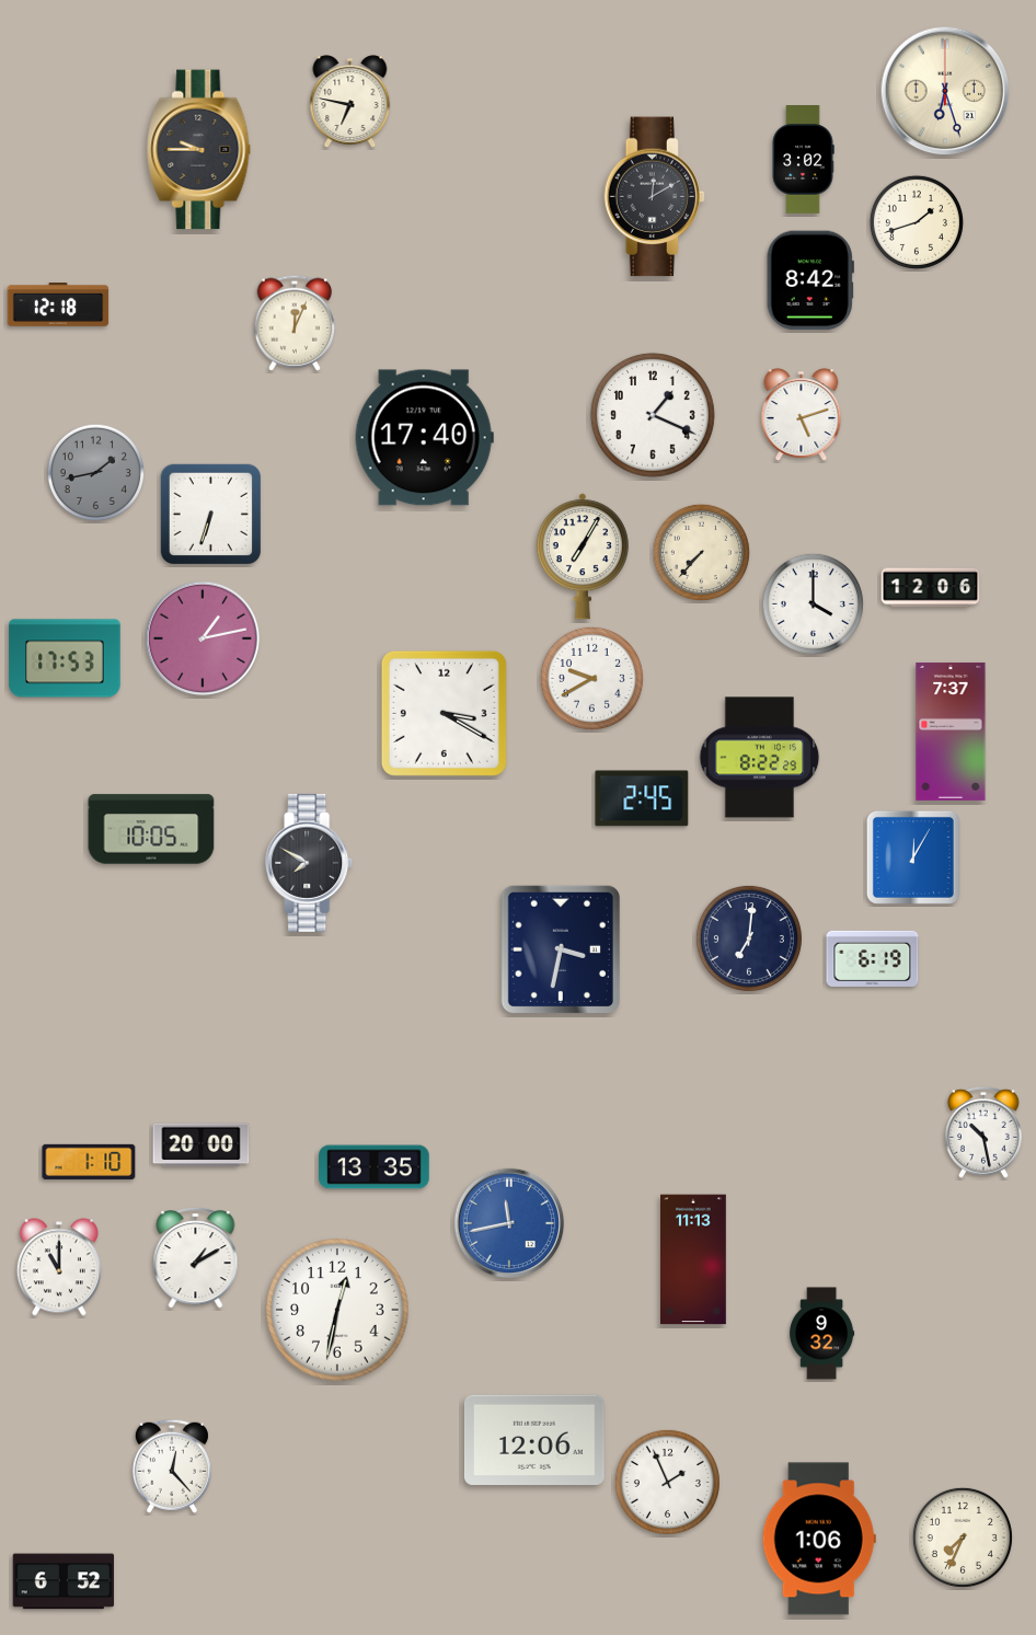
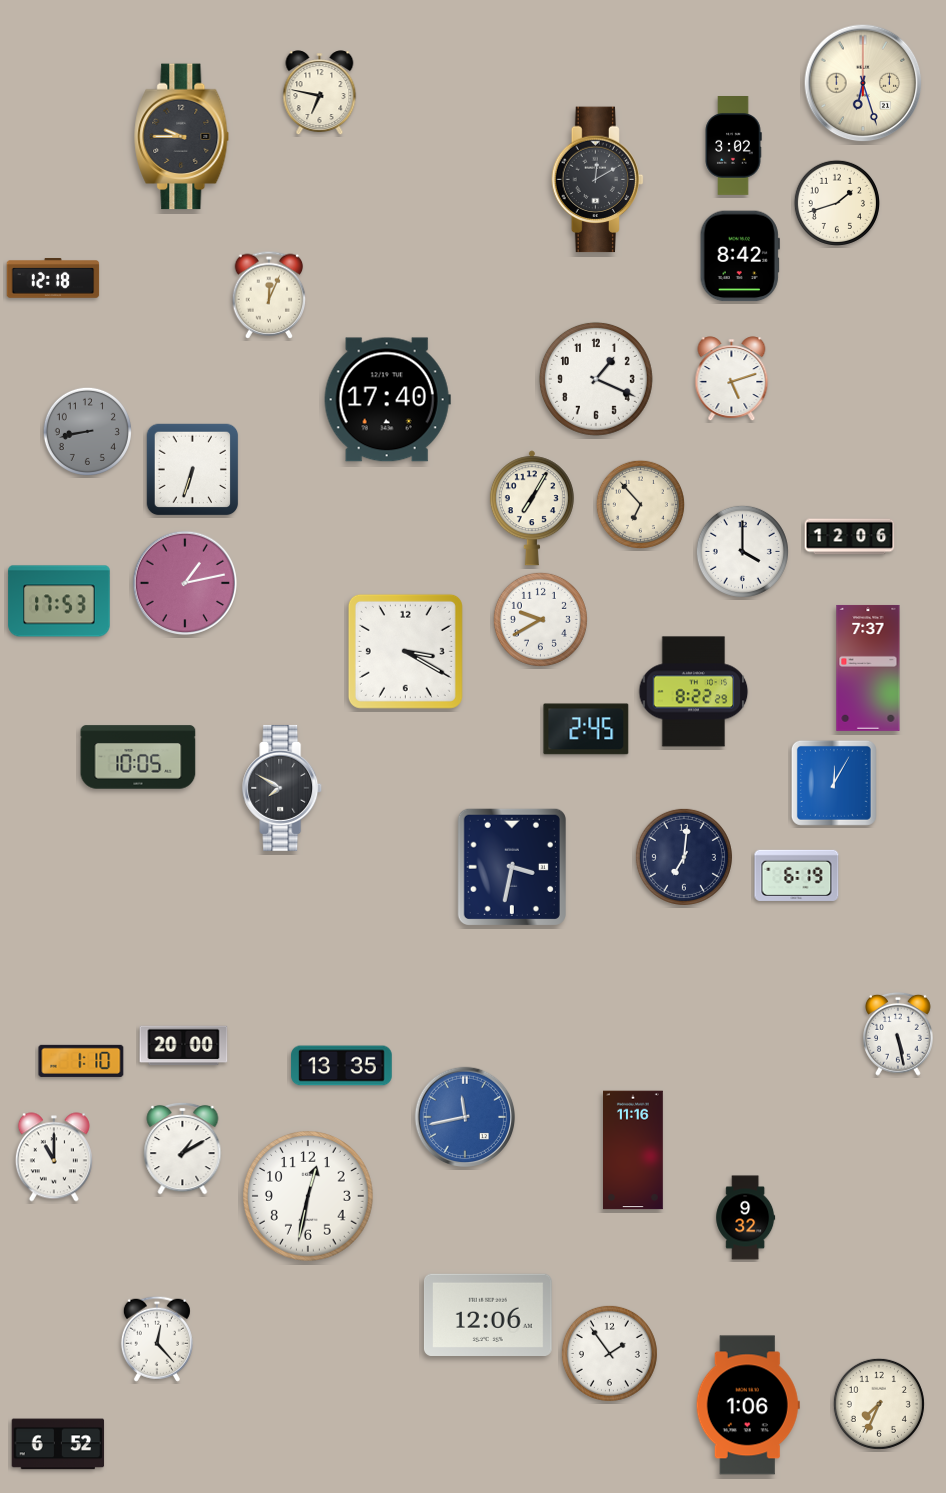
clock at (95, 472): 1:43 -> 8:43
clock at (701, 552): 7:37 -> 6:53
clock at (985, 1132): 10:28 -> 5:28
clock at (196, 1257) position: (196, 1257) -> (183, 1148)
clock at (694, 1259): 11:13 -> 11:16
clock at (822, 1334) position: (822, 1334) -> (746, 1218)
clock at (667, 1482): 1:56 -> 1:54
